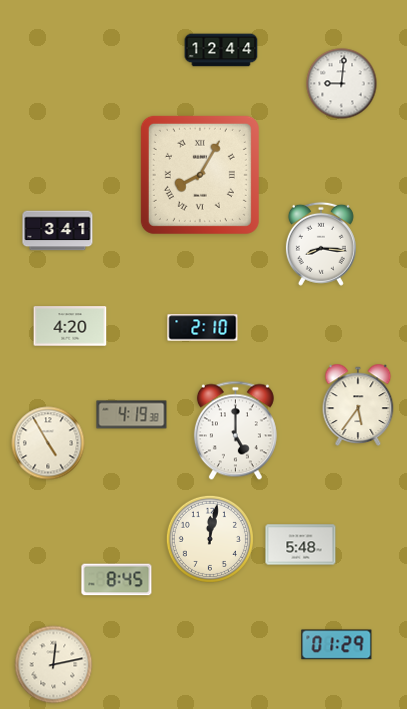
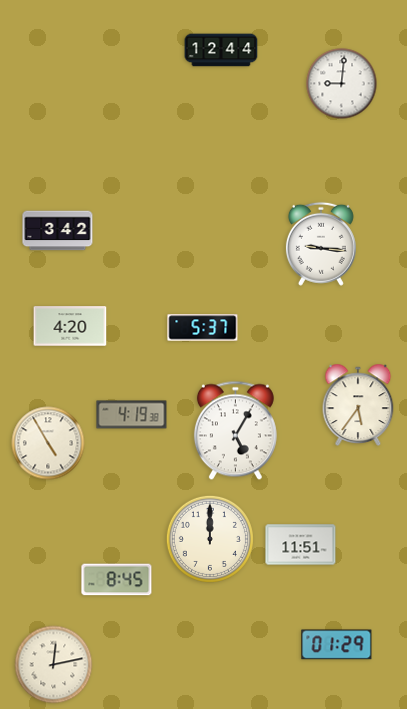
clock at (200, 175): 8:05 -> none
clock at (58, 231): 3:41 -> 3:42
clock at (321, 244): 8:16 -> 9:16
clock at (203, 328): 2:10 -> 5:37
clock at (235, 431): 5:00 -> 5:05
clock at (210, 539): 12:02 -> 12:00
clock at (301, 545): 5:48 -> 11:51
